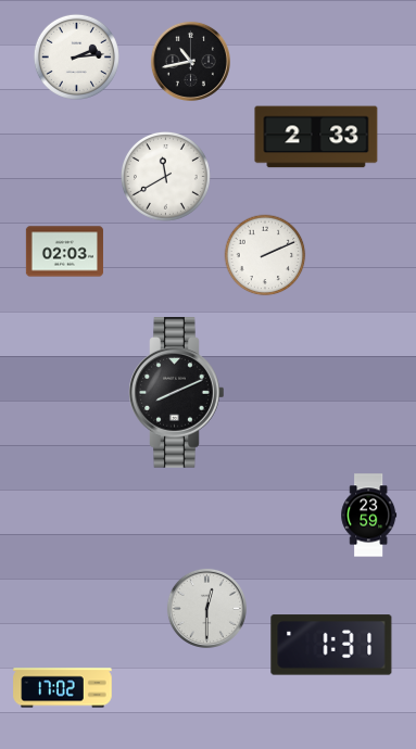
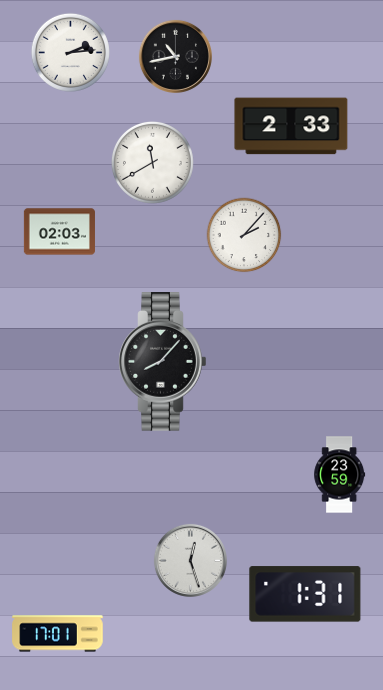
clock at (265, 255): 2:11 -> 2:07
clock at (177, 393): 8:11 -> 8:07
clock at (206, 608): 12:30 -> 12:27
clock at (63, 688): 17:02 -> 17:01
